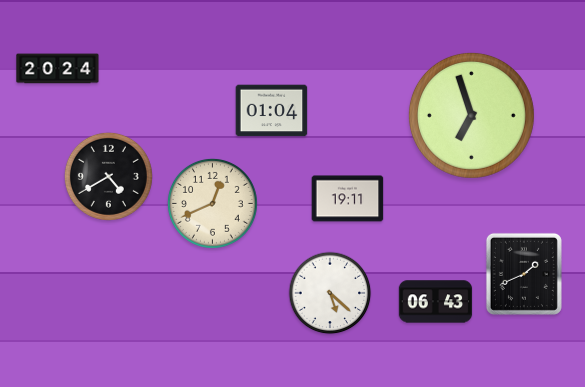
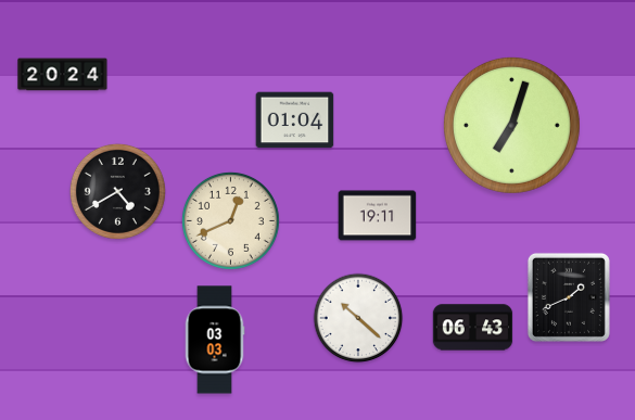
clock at (471, 115): 6:57 -> 7:03
clock at (330, 293): 5:22 -> 10:22
clock at (215, 340): none -> 03:03
